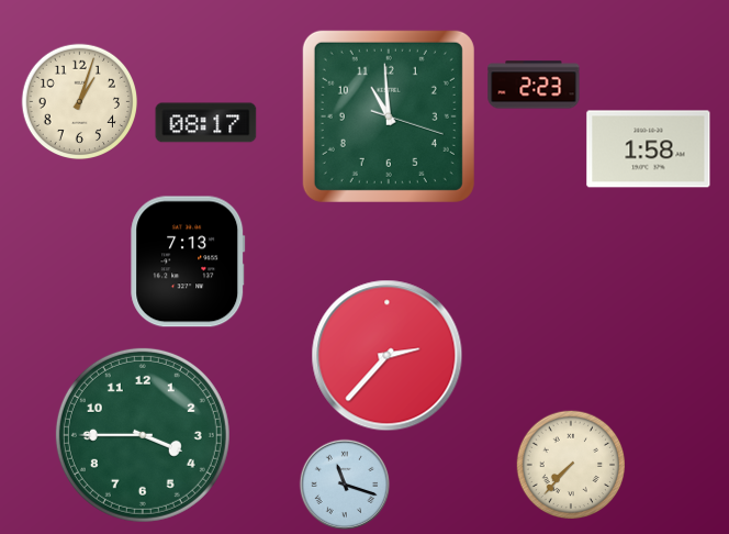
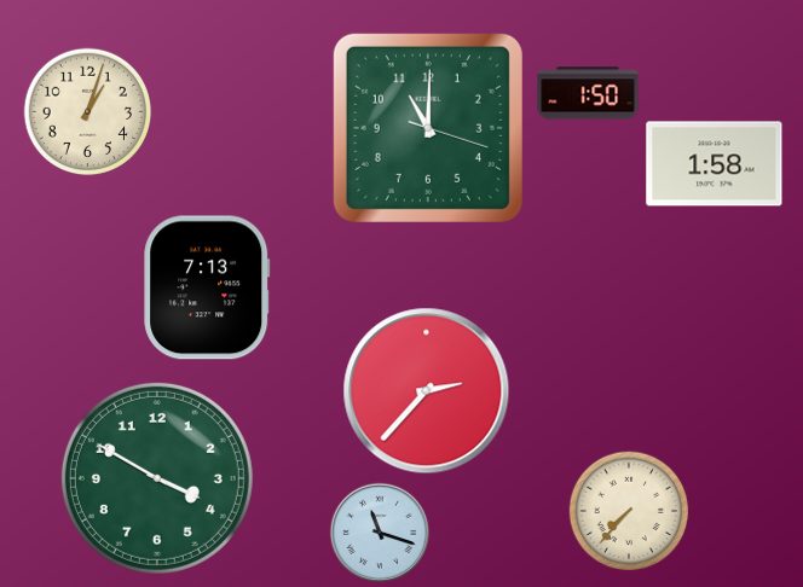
clock at (534, 85): 2:23 -> 1:50
clock at (389, 116): 10:59 -> 11:00
clock at (206, 123): 08:17 -> none
clock at (143, 435): 3:45 -> 3:50
